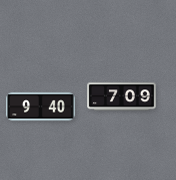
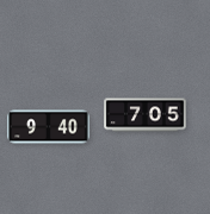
clock at (122, 97): 7:09 -> 7:05
